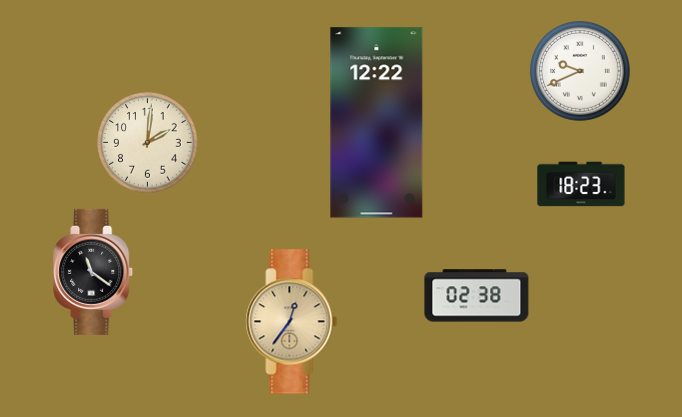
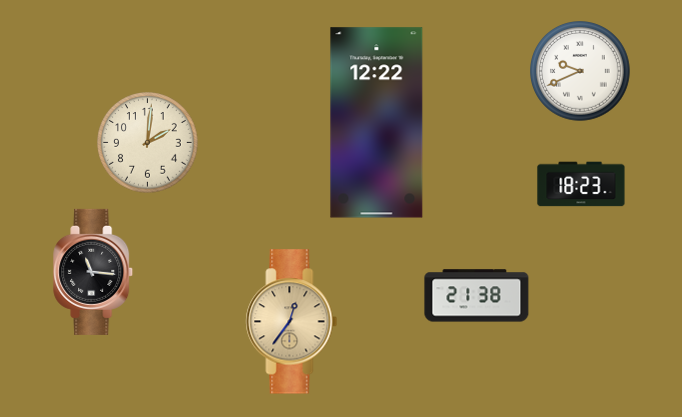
clock at (94, 272): 11:21 -> 11:16
clock at (477, 296): 02:38 -> 21:38
